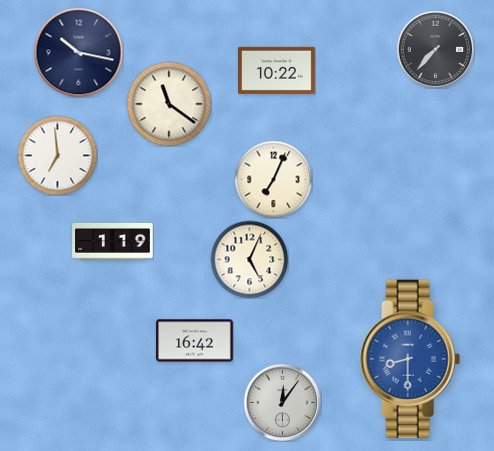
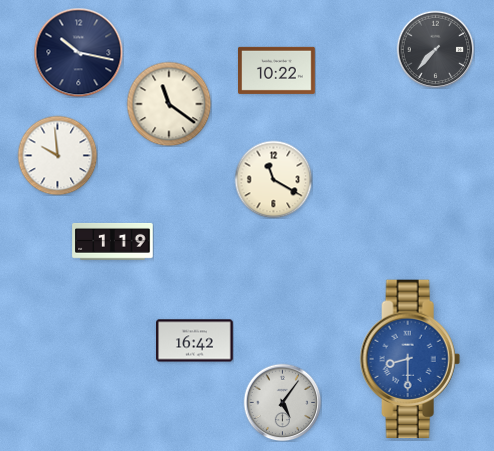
clock at (57, 155): 6:59 -> 9:59
clock at (273, 179): 7:04 -> 11:20
clock at (249, 259): 5:04 -> none
clock at (282, 402): 12:06 -> 5:06
